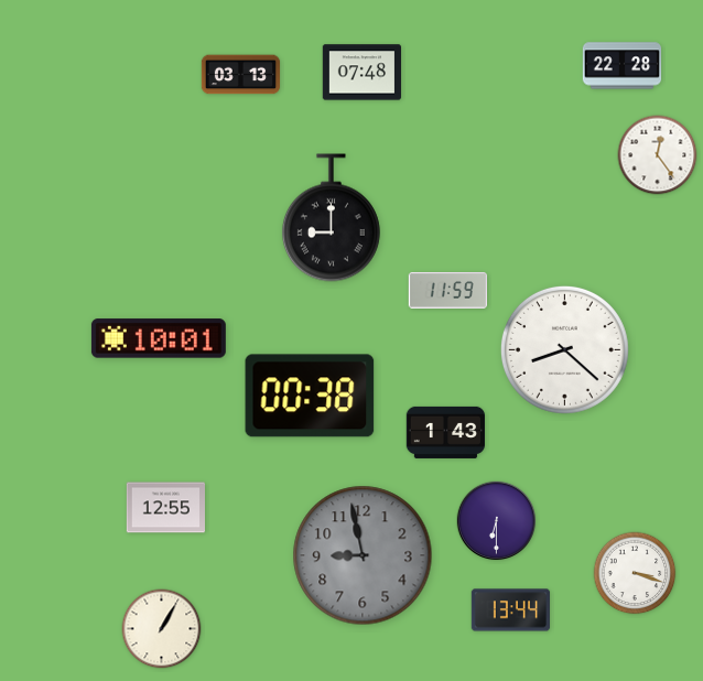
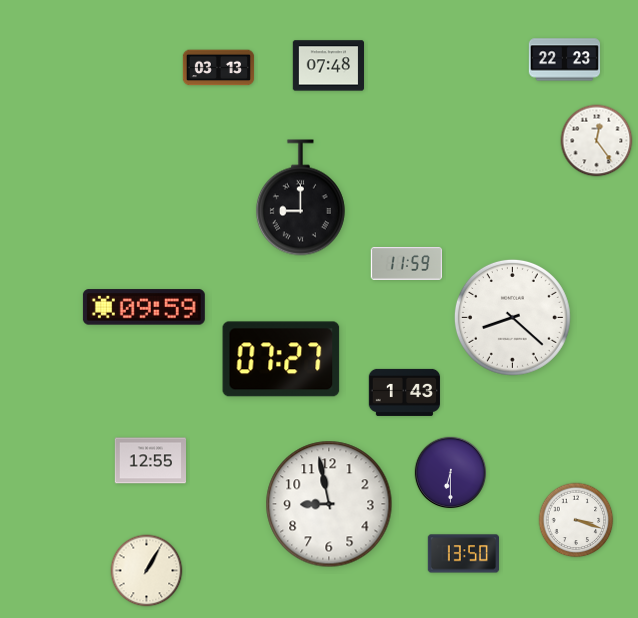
clock at (623, 66): 22:28 -> 22:23
clock at (159, 338): 10:01 -> 09:59
clock at (310, 396): 00:38 -> 07:27
clock at (363, 555) dial: grey -> white
clock at (510, 610): 13:44 -> 13:50
